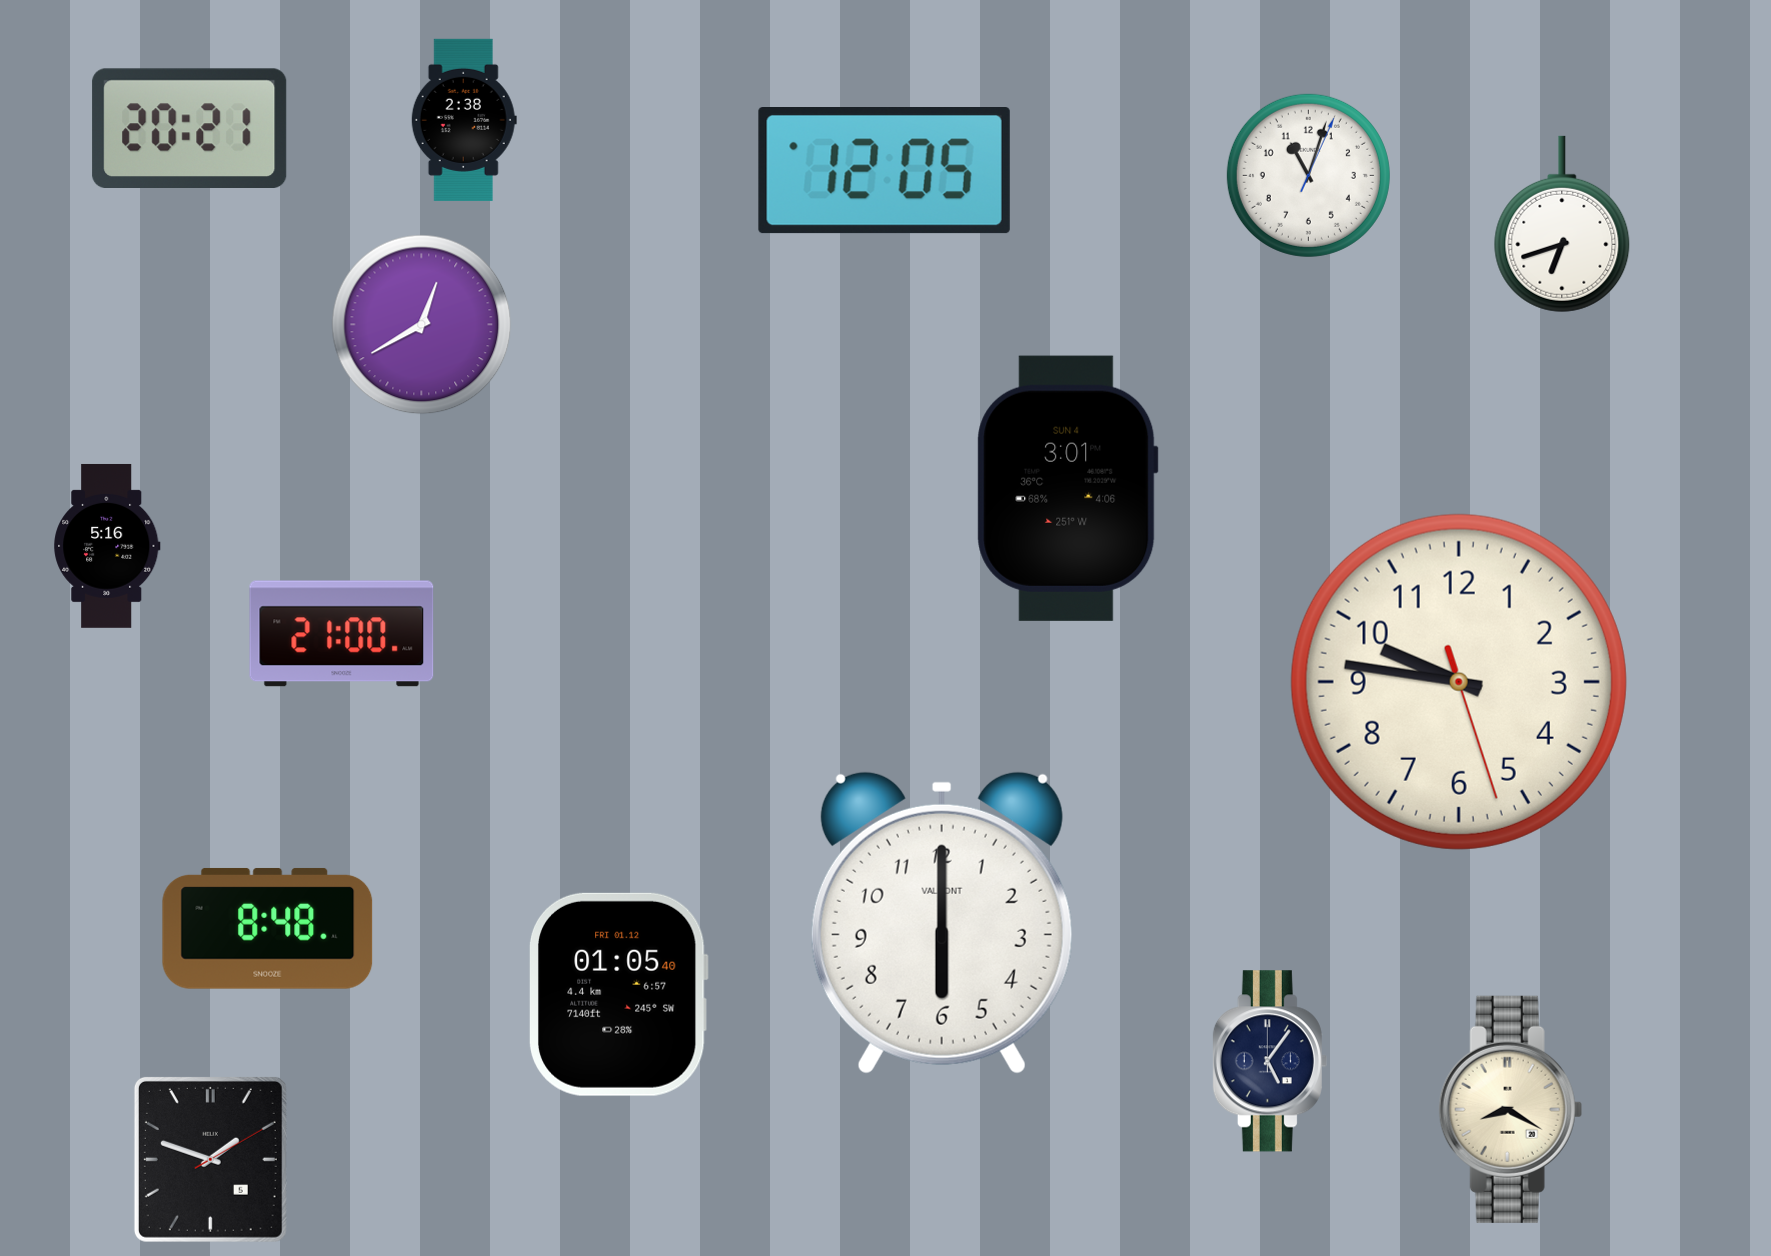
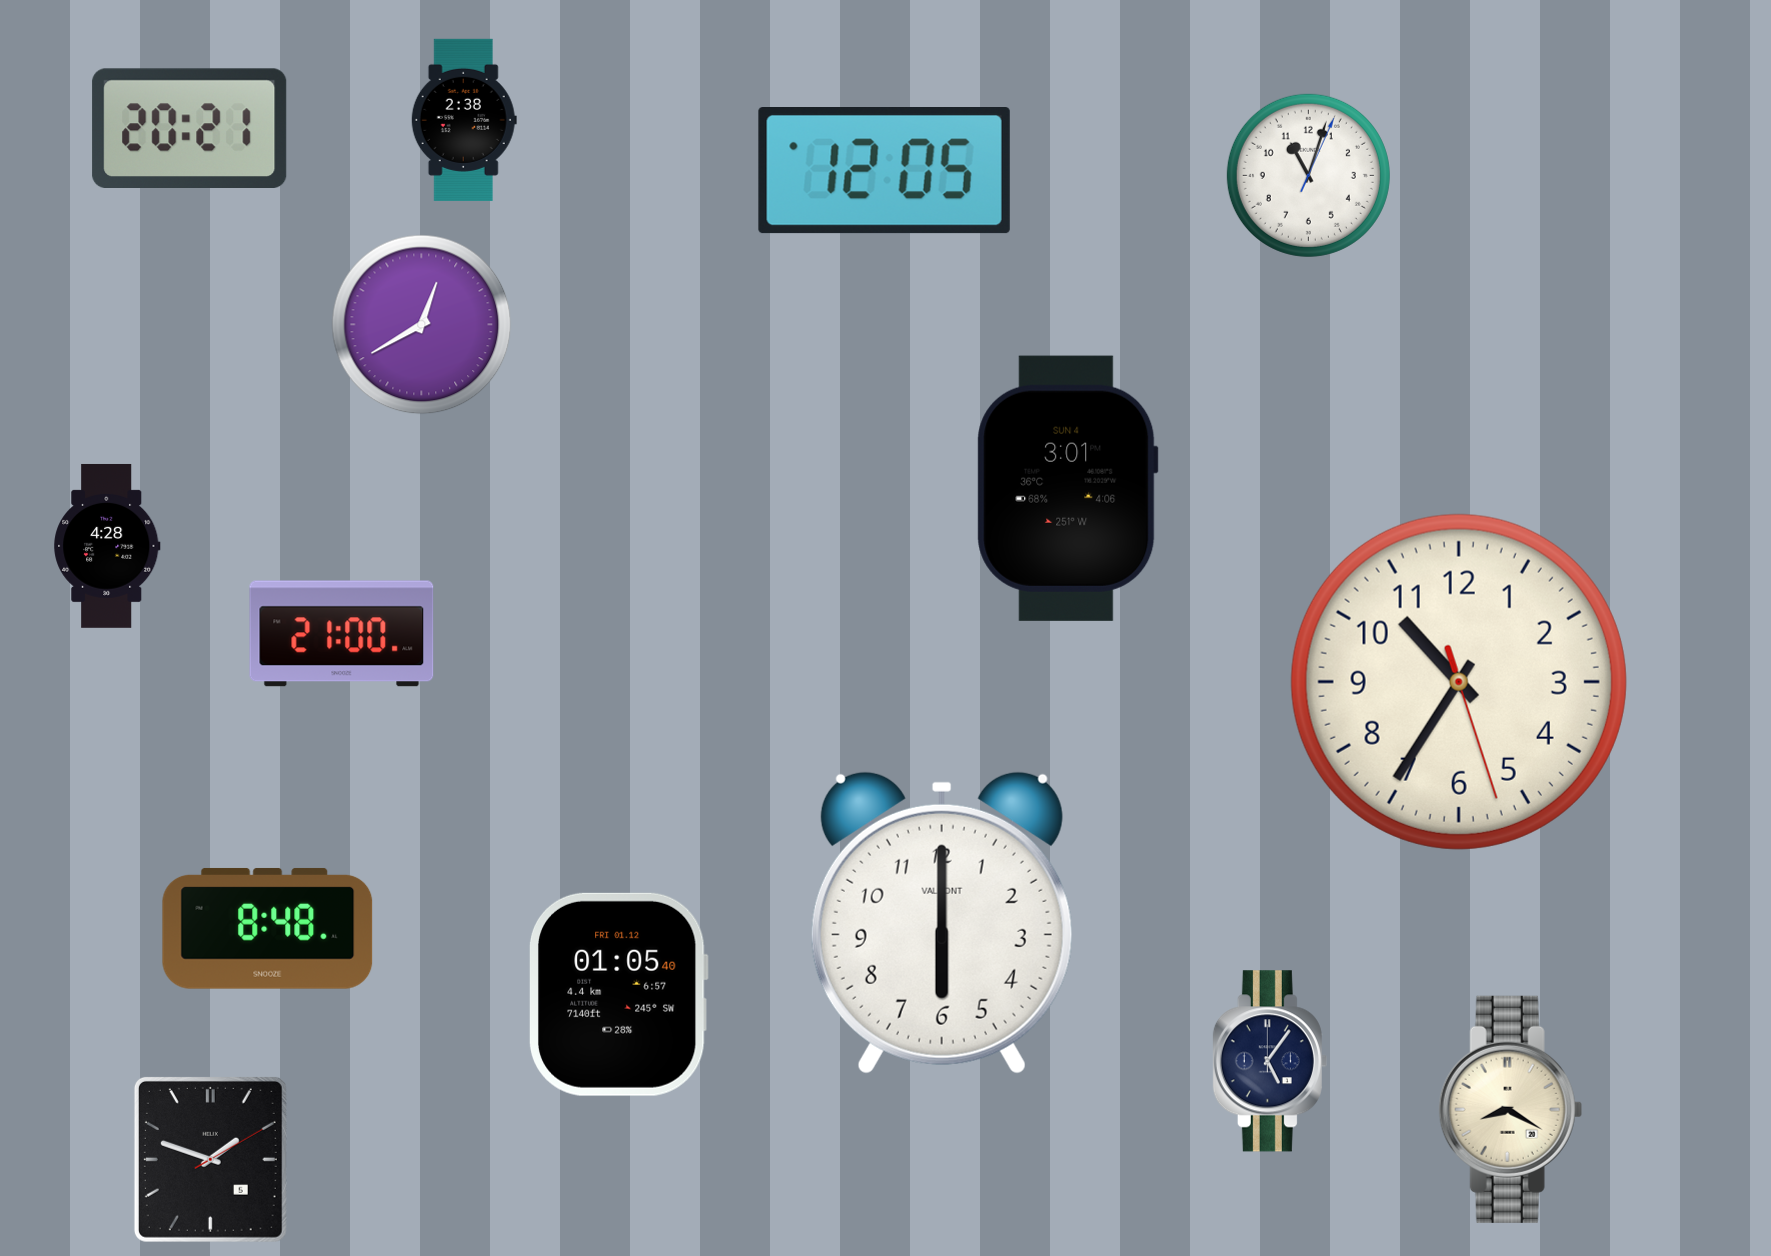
clock at (1562, 224): 6:42 -> none
clock at (107, 546): 5:16 -> 4:28
clock at (1459, 682): 9:46 -> 10:35
